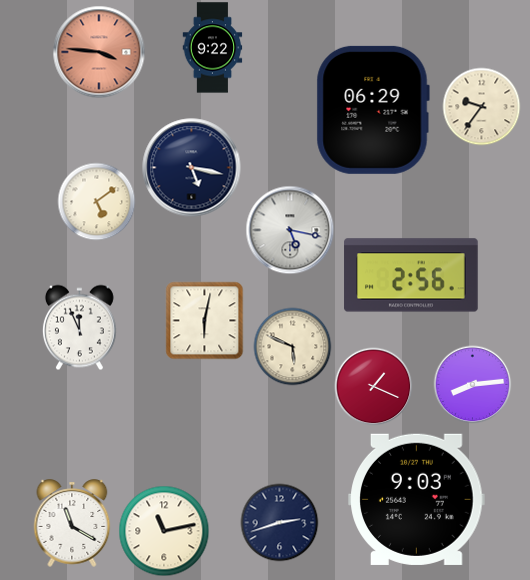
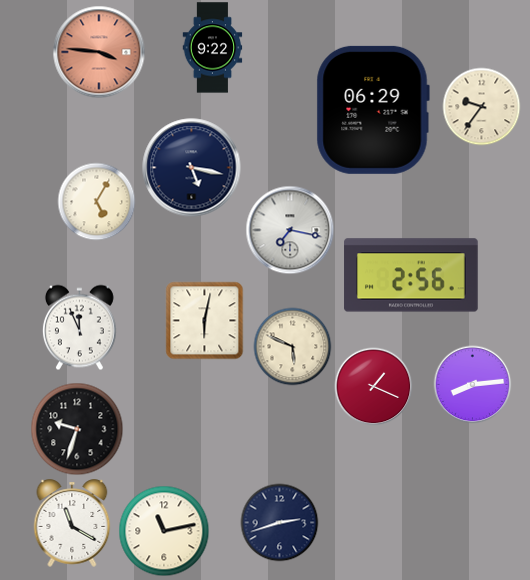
clock at (96, 201): 5:09 -> 5:05
clock at (290, 230): 5:17 -> 7:17
clock at (77, 429): none -> 9:33
clock at (417, 499): 9:03 -> none
